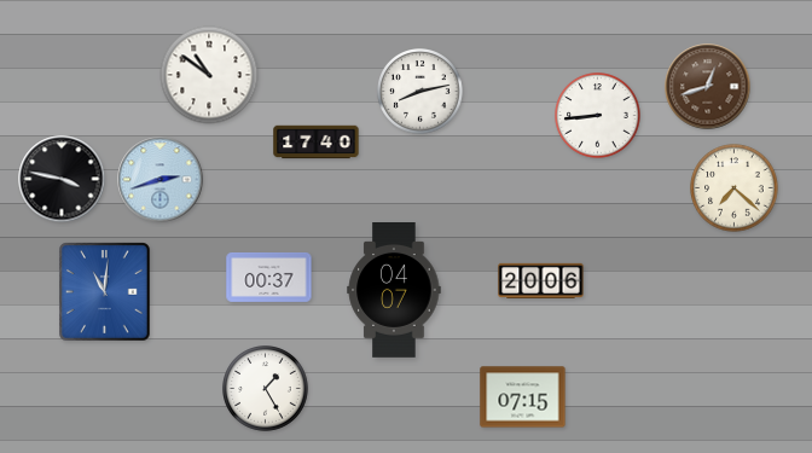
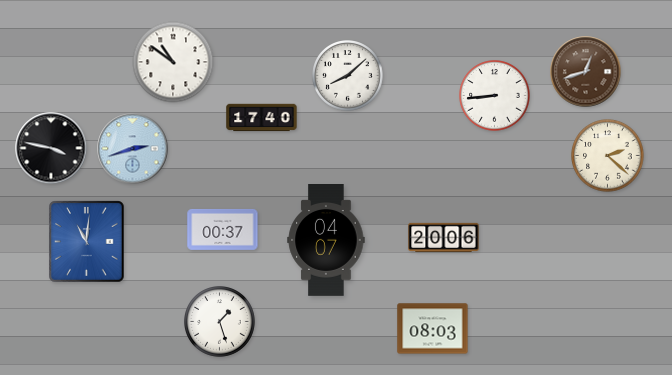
clock at (420, 92): 8:13 -> 8:08
clock at (735, 188): 7:22 -> 2:22
clock at (541, 280) position: (541, 280) -> (444, 237)
clock at (266, 389): 1:25 -> 1:27
clock at (523, 397): 07:15 -> 08:03
